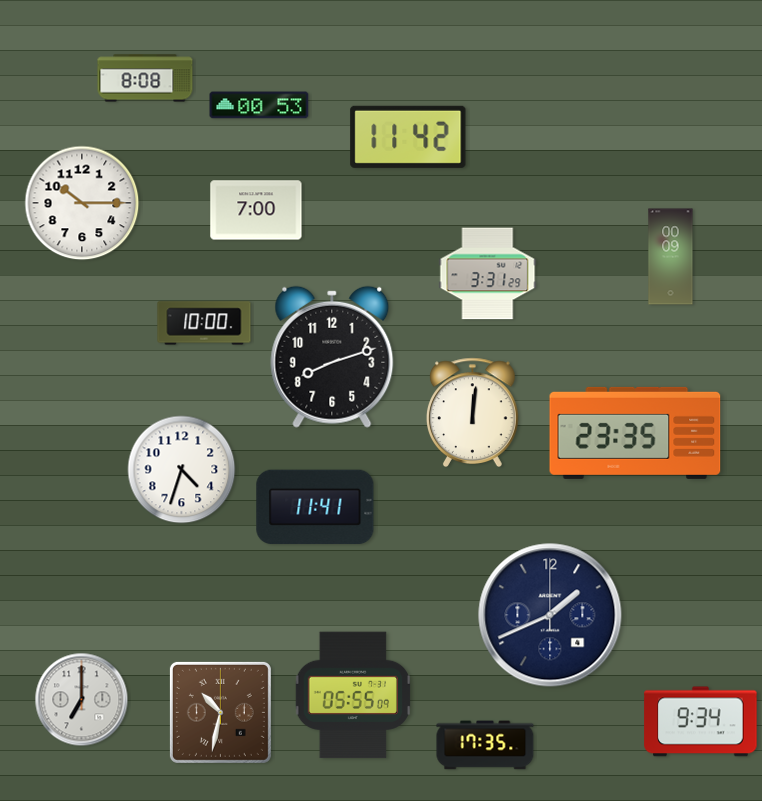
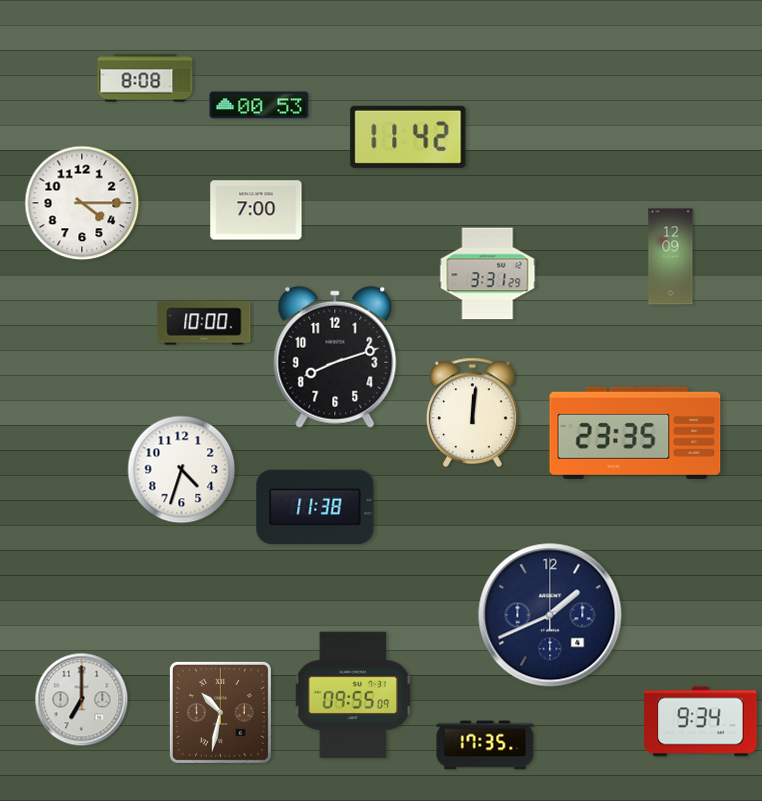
clock at (82, 203): 10:15 -> 4:15
clock at (671, 257): 00:09 -> 12:09
clock at (332, 357) position: (332, 357) -> (335, 357)
clock at (315, 507): 11:41 -> 11:38
clock at (352, 695): 05:55 -> 09:55
